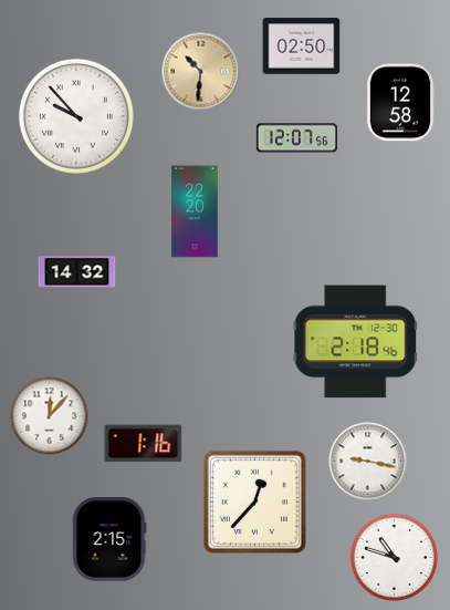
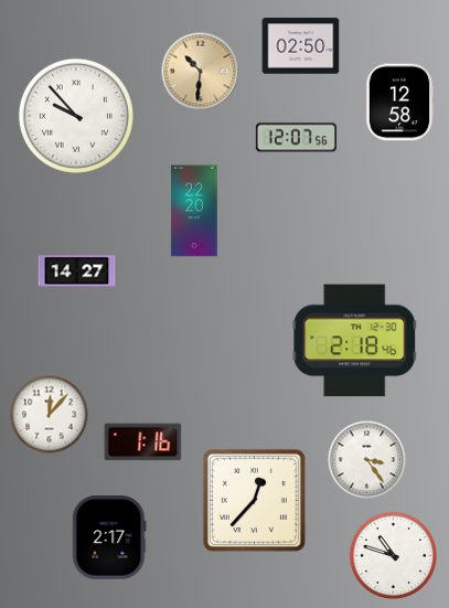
clock at (77, 272): 14:32 -> 14:27
clock at (368, 462): 9:17 -> 3:24
clock at (109, 539): 2:15 -> 2:17
